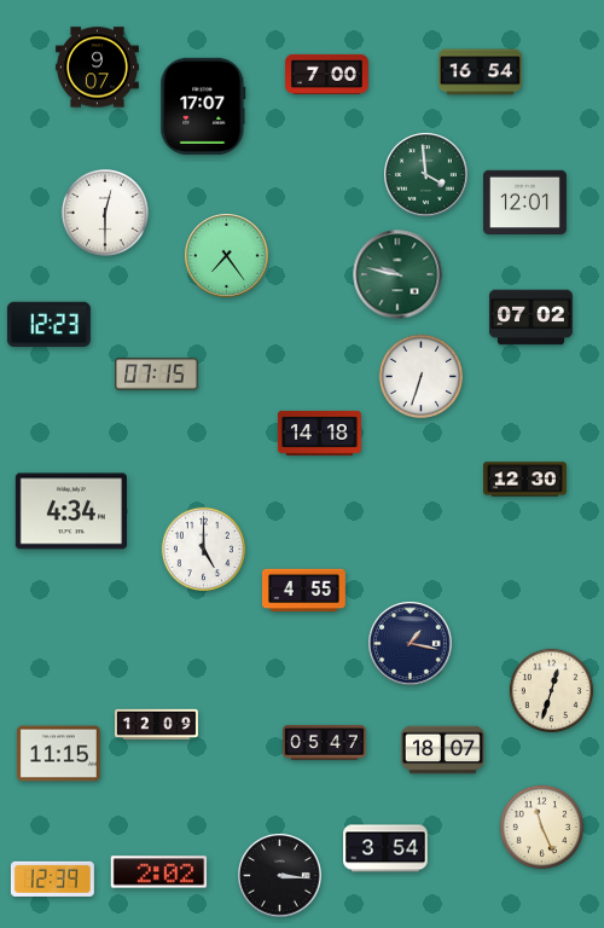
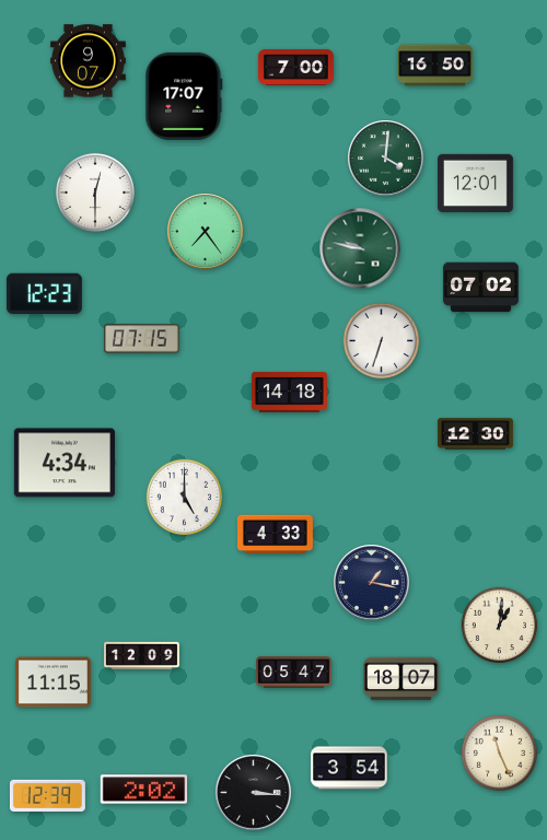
clock at (481, 72): 16:54 -> 16:50
clock at (426, 175): 3:59 -> 4:01
clock at (303, 591): 4:55 -> 4:33
clock at (552, 691): 12:33 -> 1:01
clock at (542, 828) position: (542, 828) -> (500, 754)
